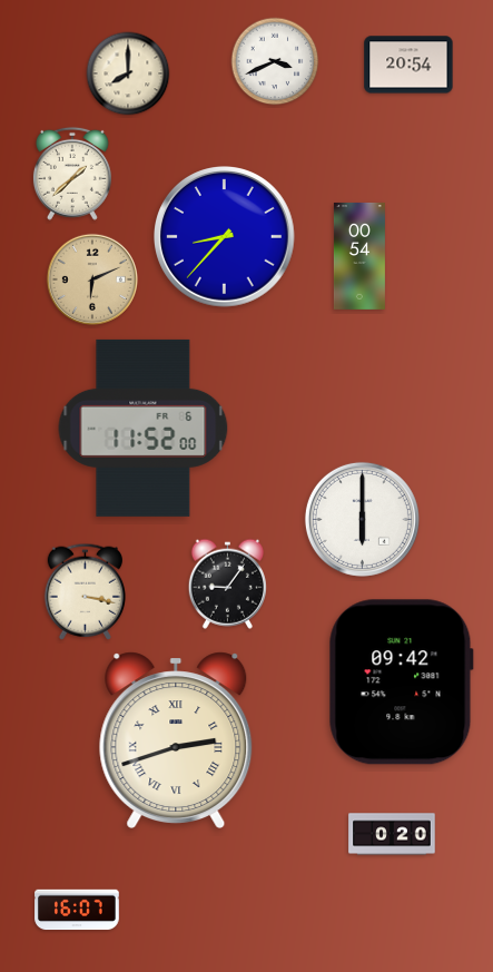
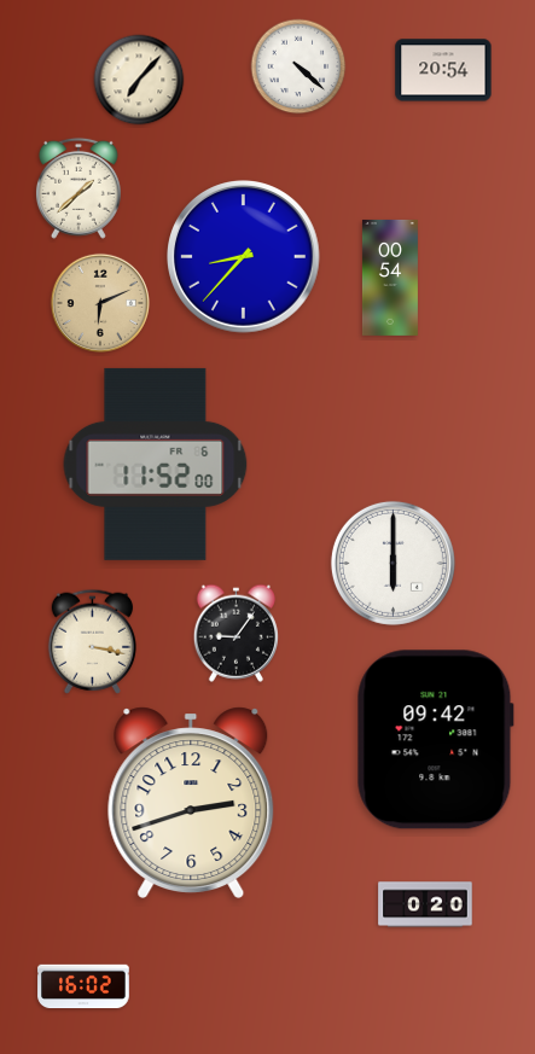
clock at (275, 61): 3:41 -> 4:22
clock at (128, 73): 8:00 -> 7:07
clock at (227, 583) position: (227, 583) -> (235, 633)
clock at (176, 740) numerals: Roman -> Arabic
clock at (77, 910): 16:07 -> 16:02
